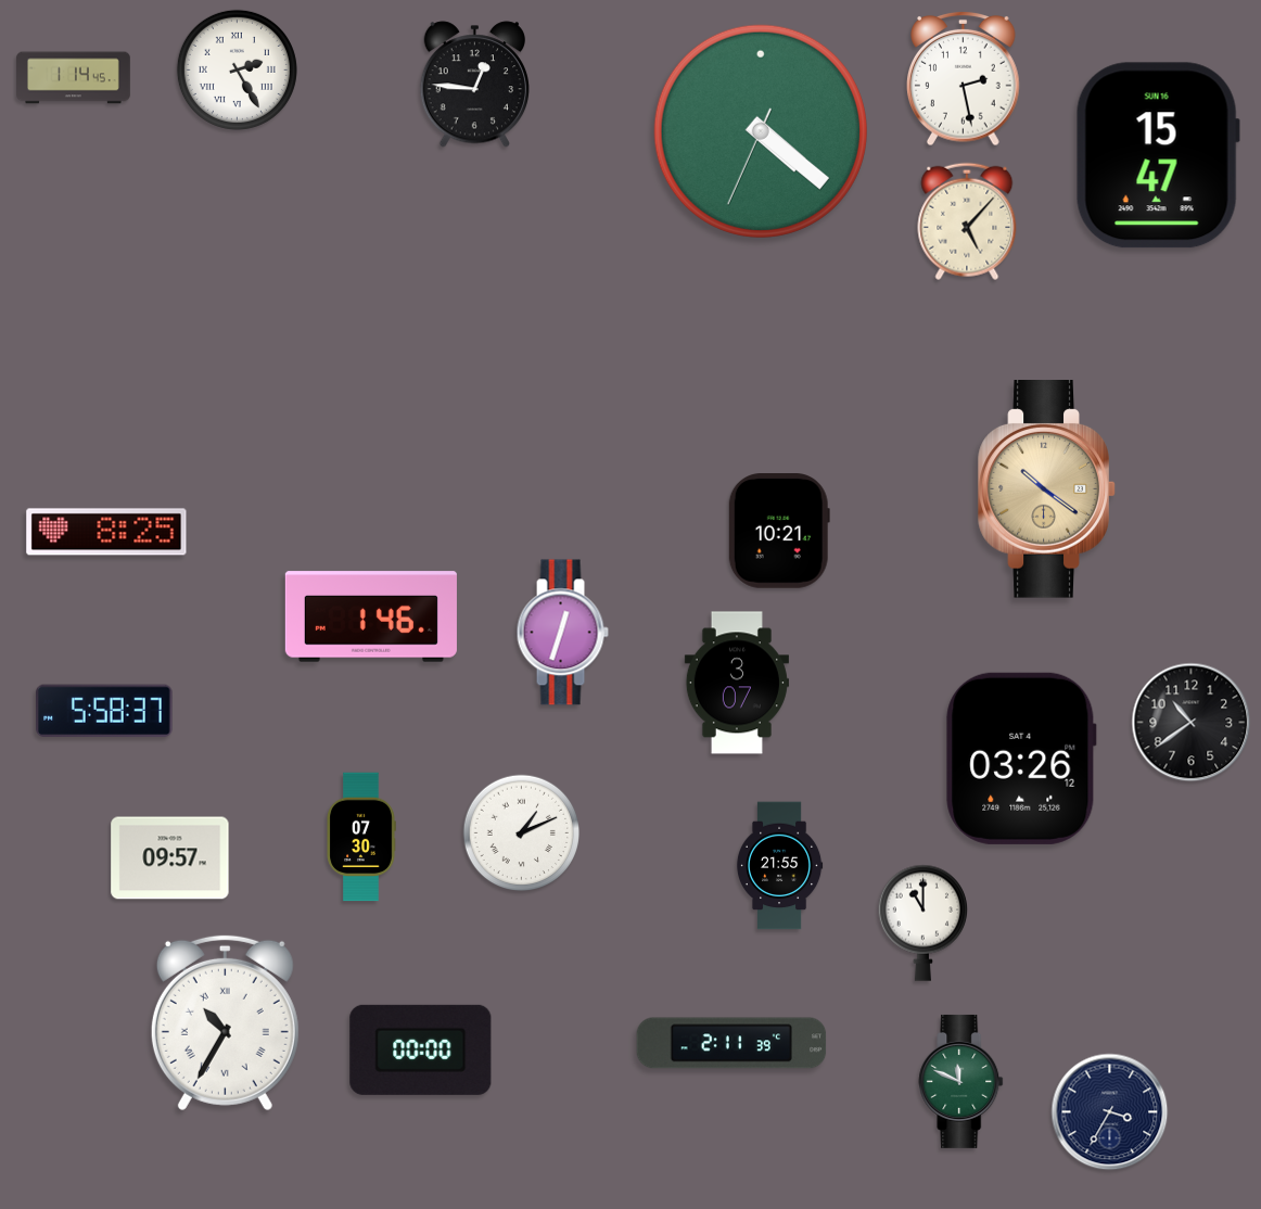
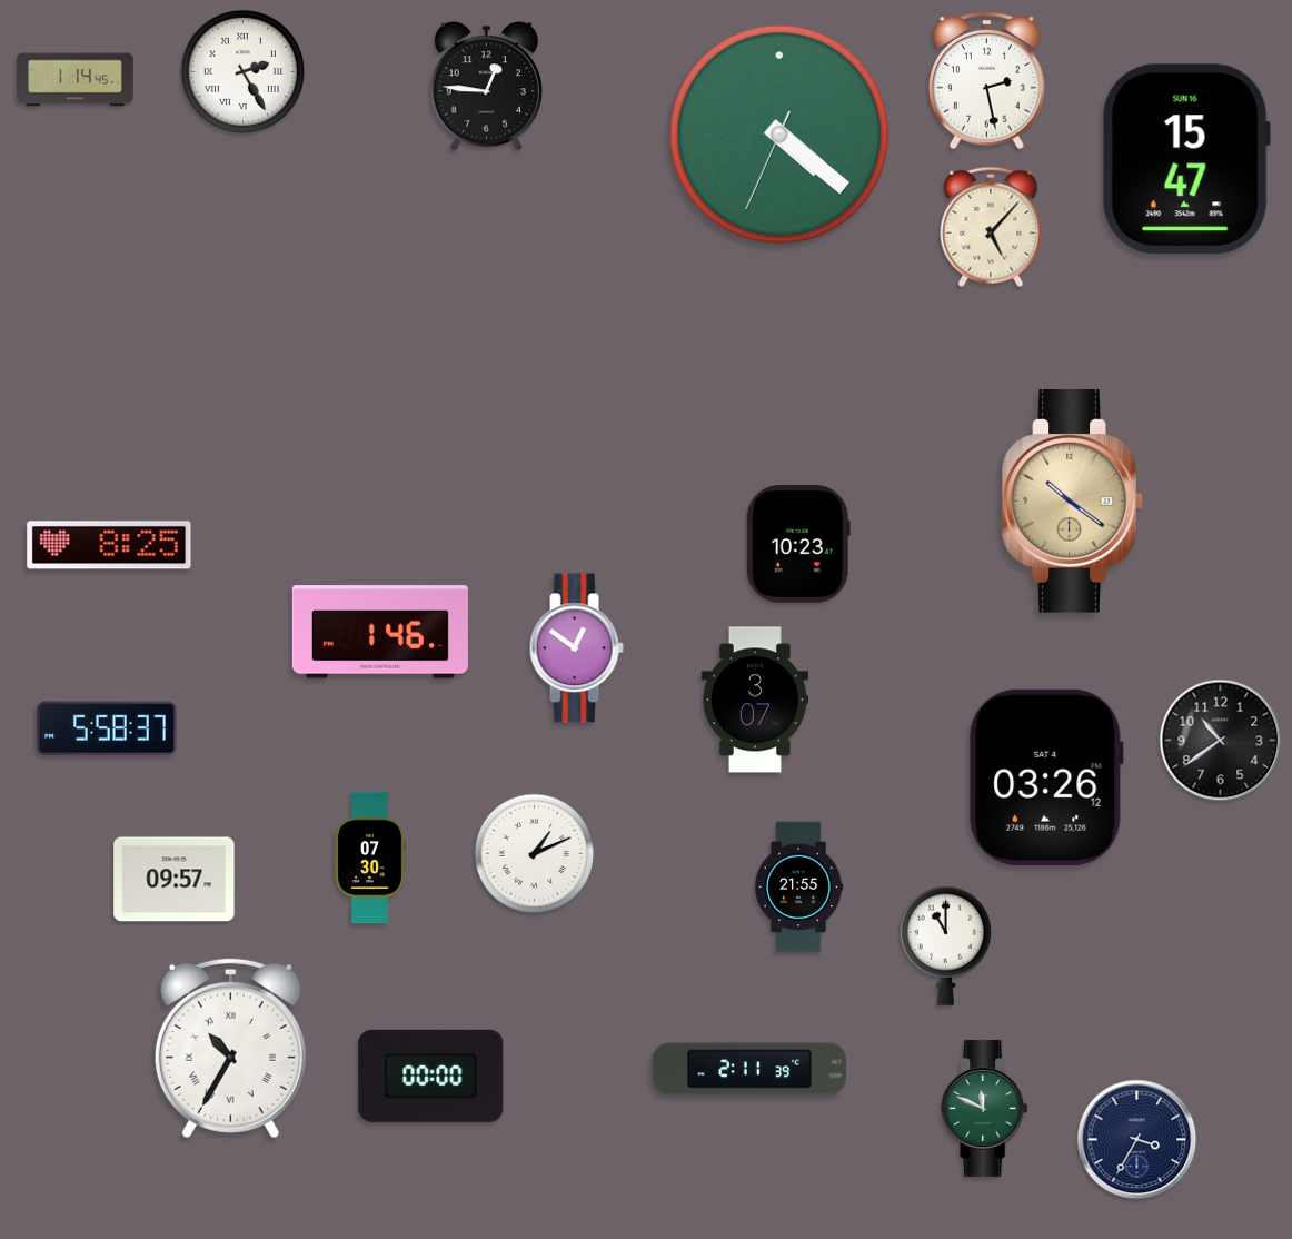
clock at (779, 532): 10:21 -> 10:23
clock at (562, 633): 12:33 -> 12:51
